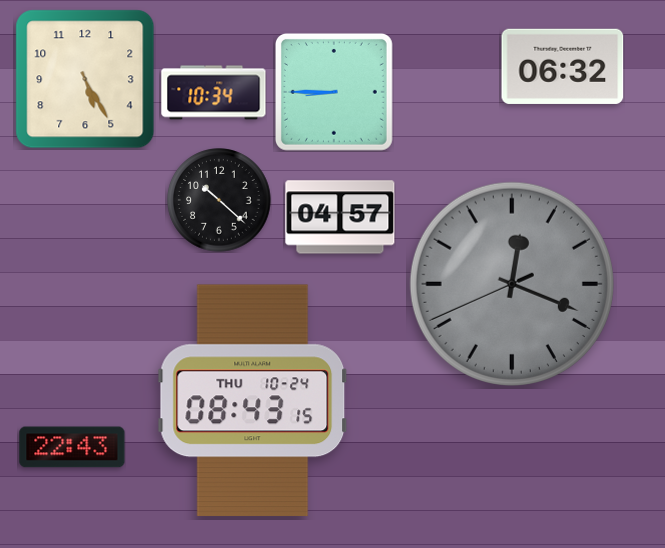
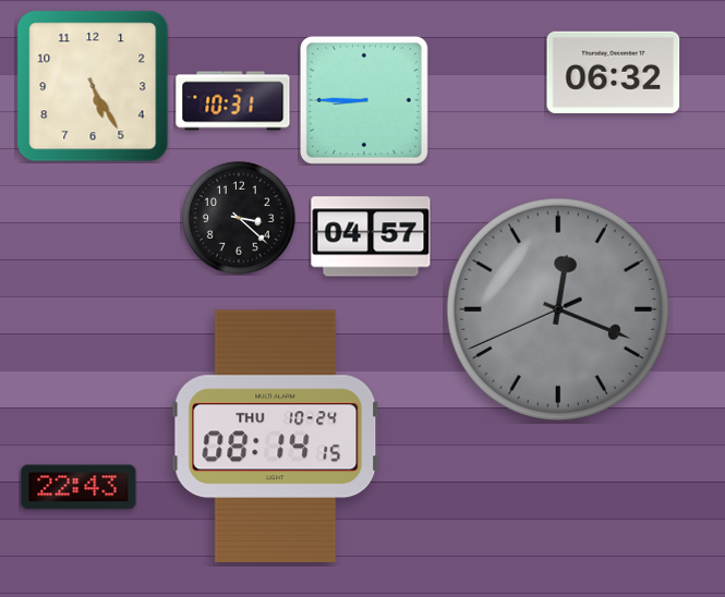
clock at (214, 93): 10:34 -> 10:31
clock at (219, 200): 10:22 -> 3:22
clock at (253, 401): 08:43 -> 08:14
